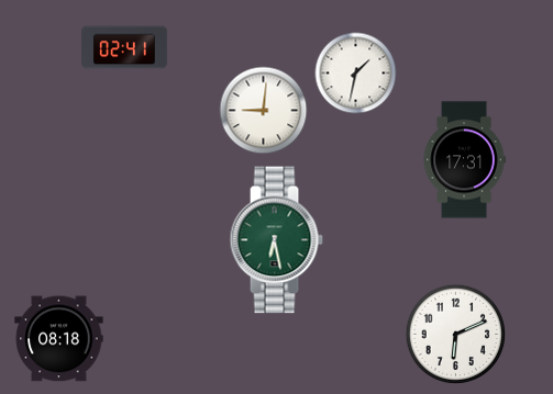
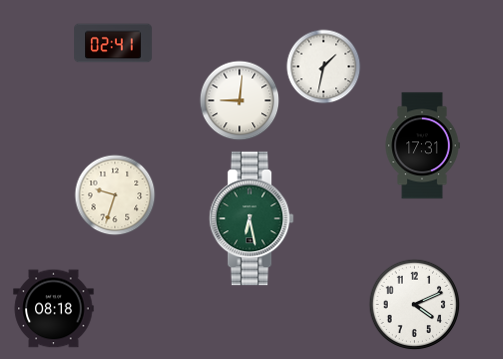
clock at (115, 195): none -> 9:33
clock at (456, 335): 6:11 -> 4:11
